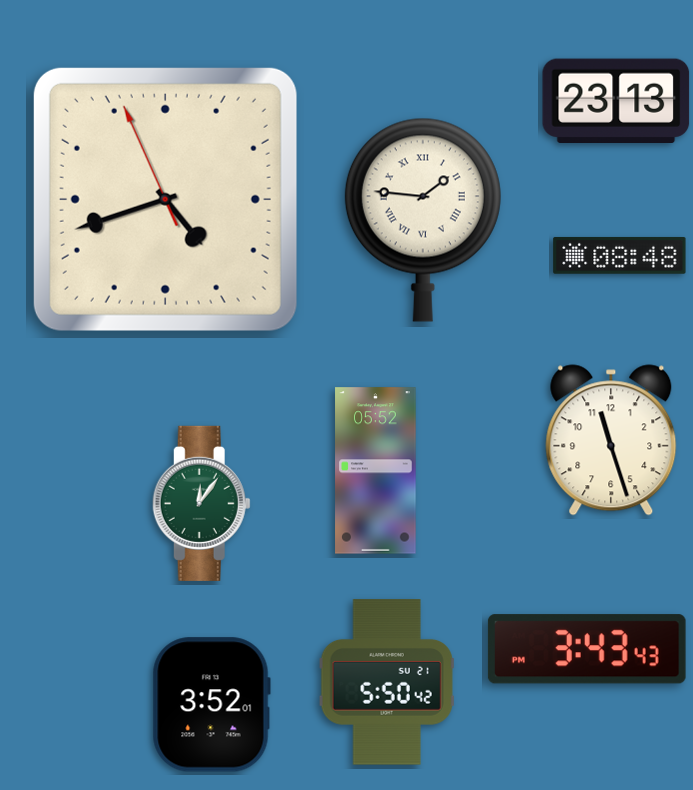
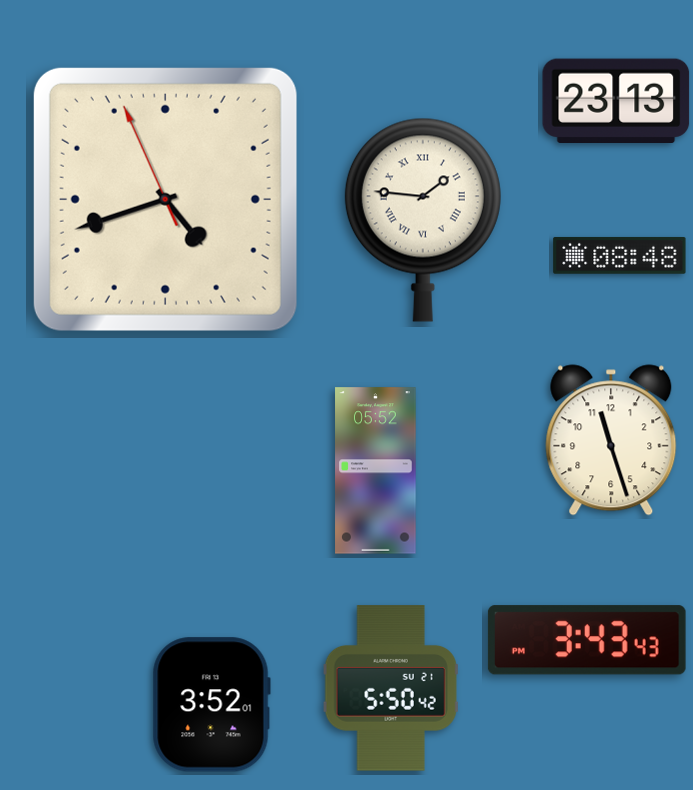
clock at (201, 503): 12:06 -> none
clock at (587, 649) position: (587, 649) -> (587, 640)
clock at (387, 682) position: (387, 682) -> (391, 688)
